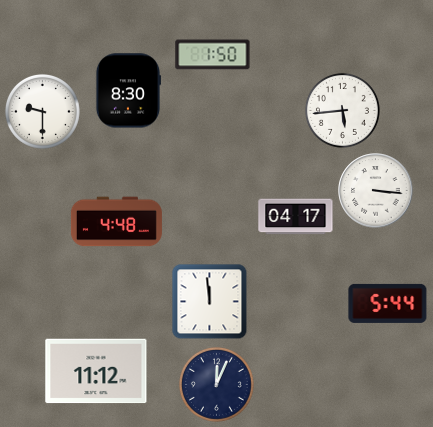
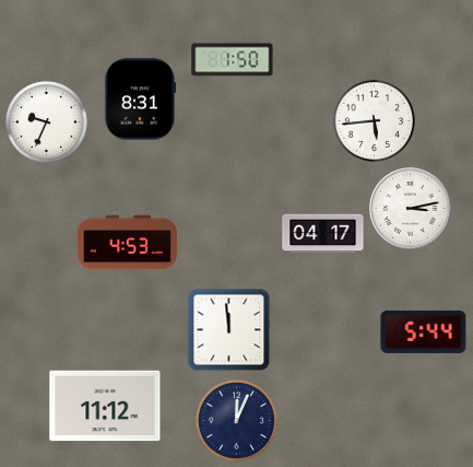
clock at (128, 91): 8:30 -> 8:31
clock at (42, 111): 9:30 -> 9:34
clock at (376, 191): 3:16 -> 3:13
clock at (296, 217) position: (296, 217) -> (323, 234)
clock at (116, 222): 4:48 -> 4:53
